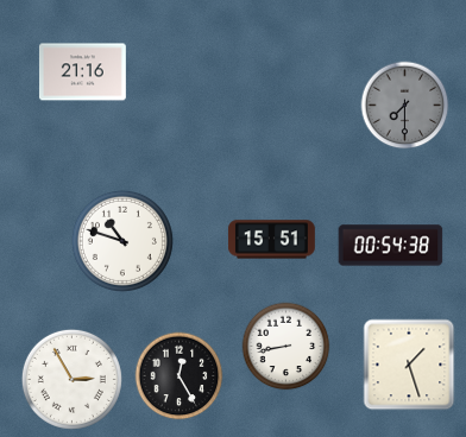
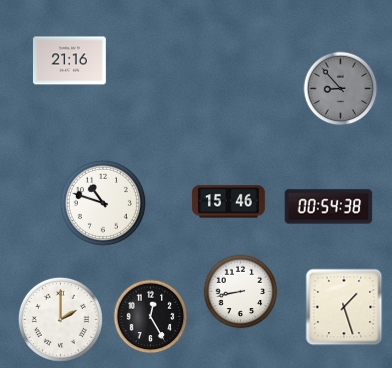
clock at (405, 106): 7:30 -> 8:53
clock at (272, 240): 15:51 -> 15:46
clock at (71, 379): 2:55 -> 2:00
